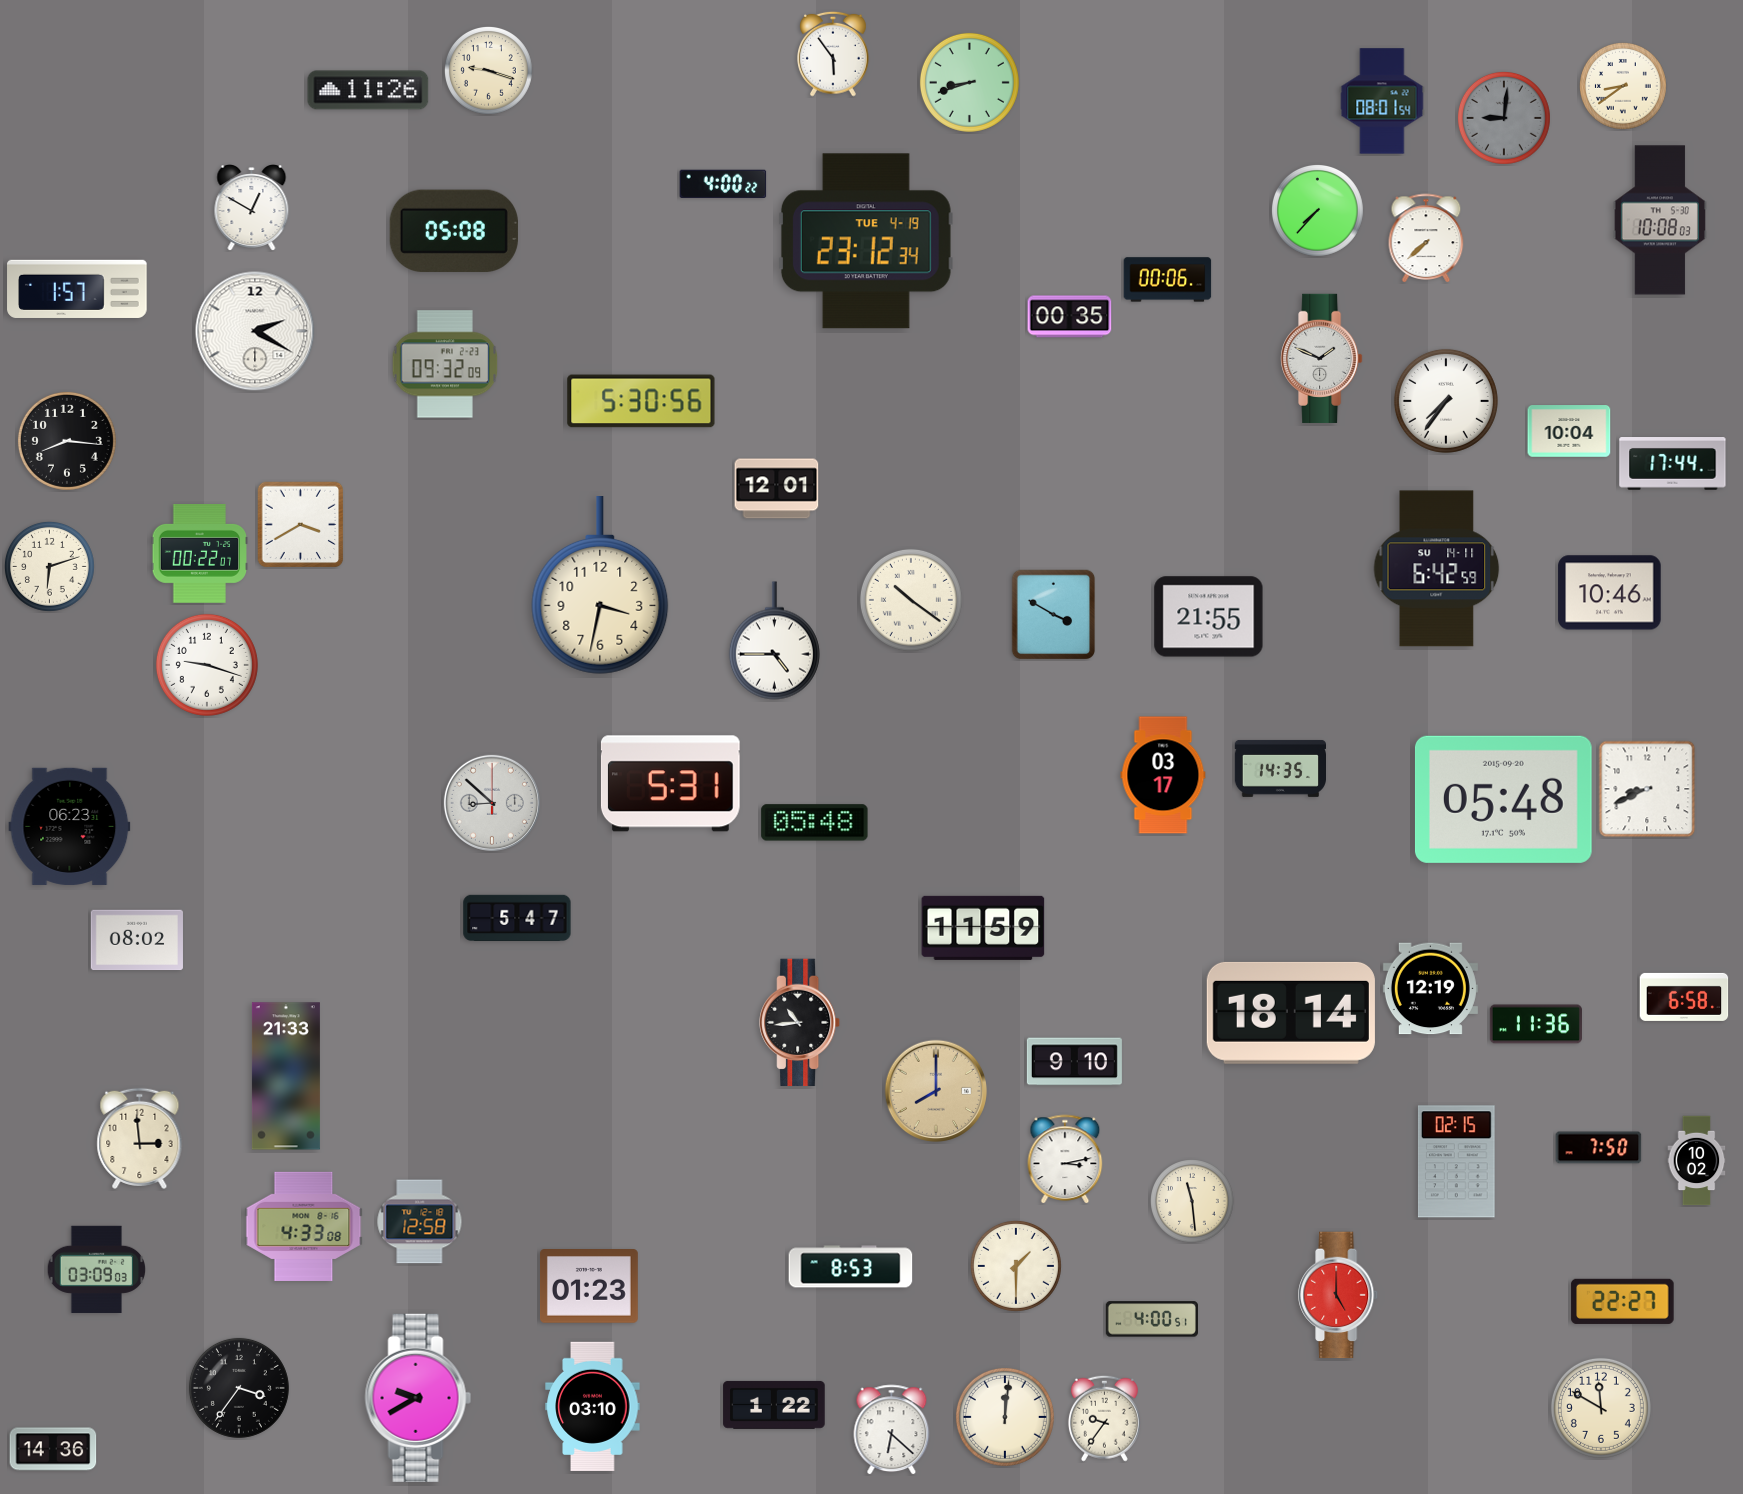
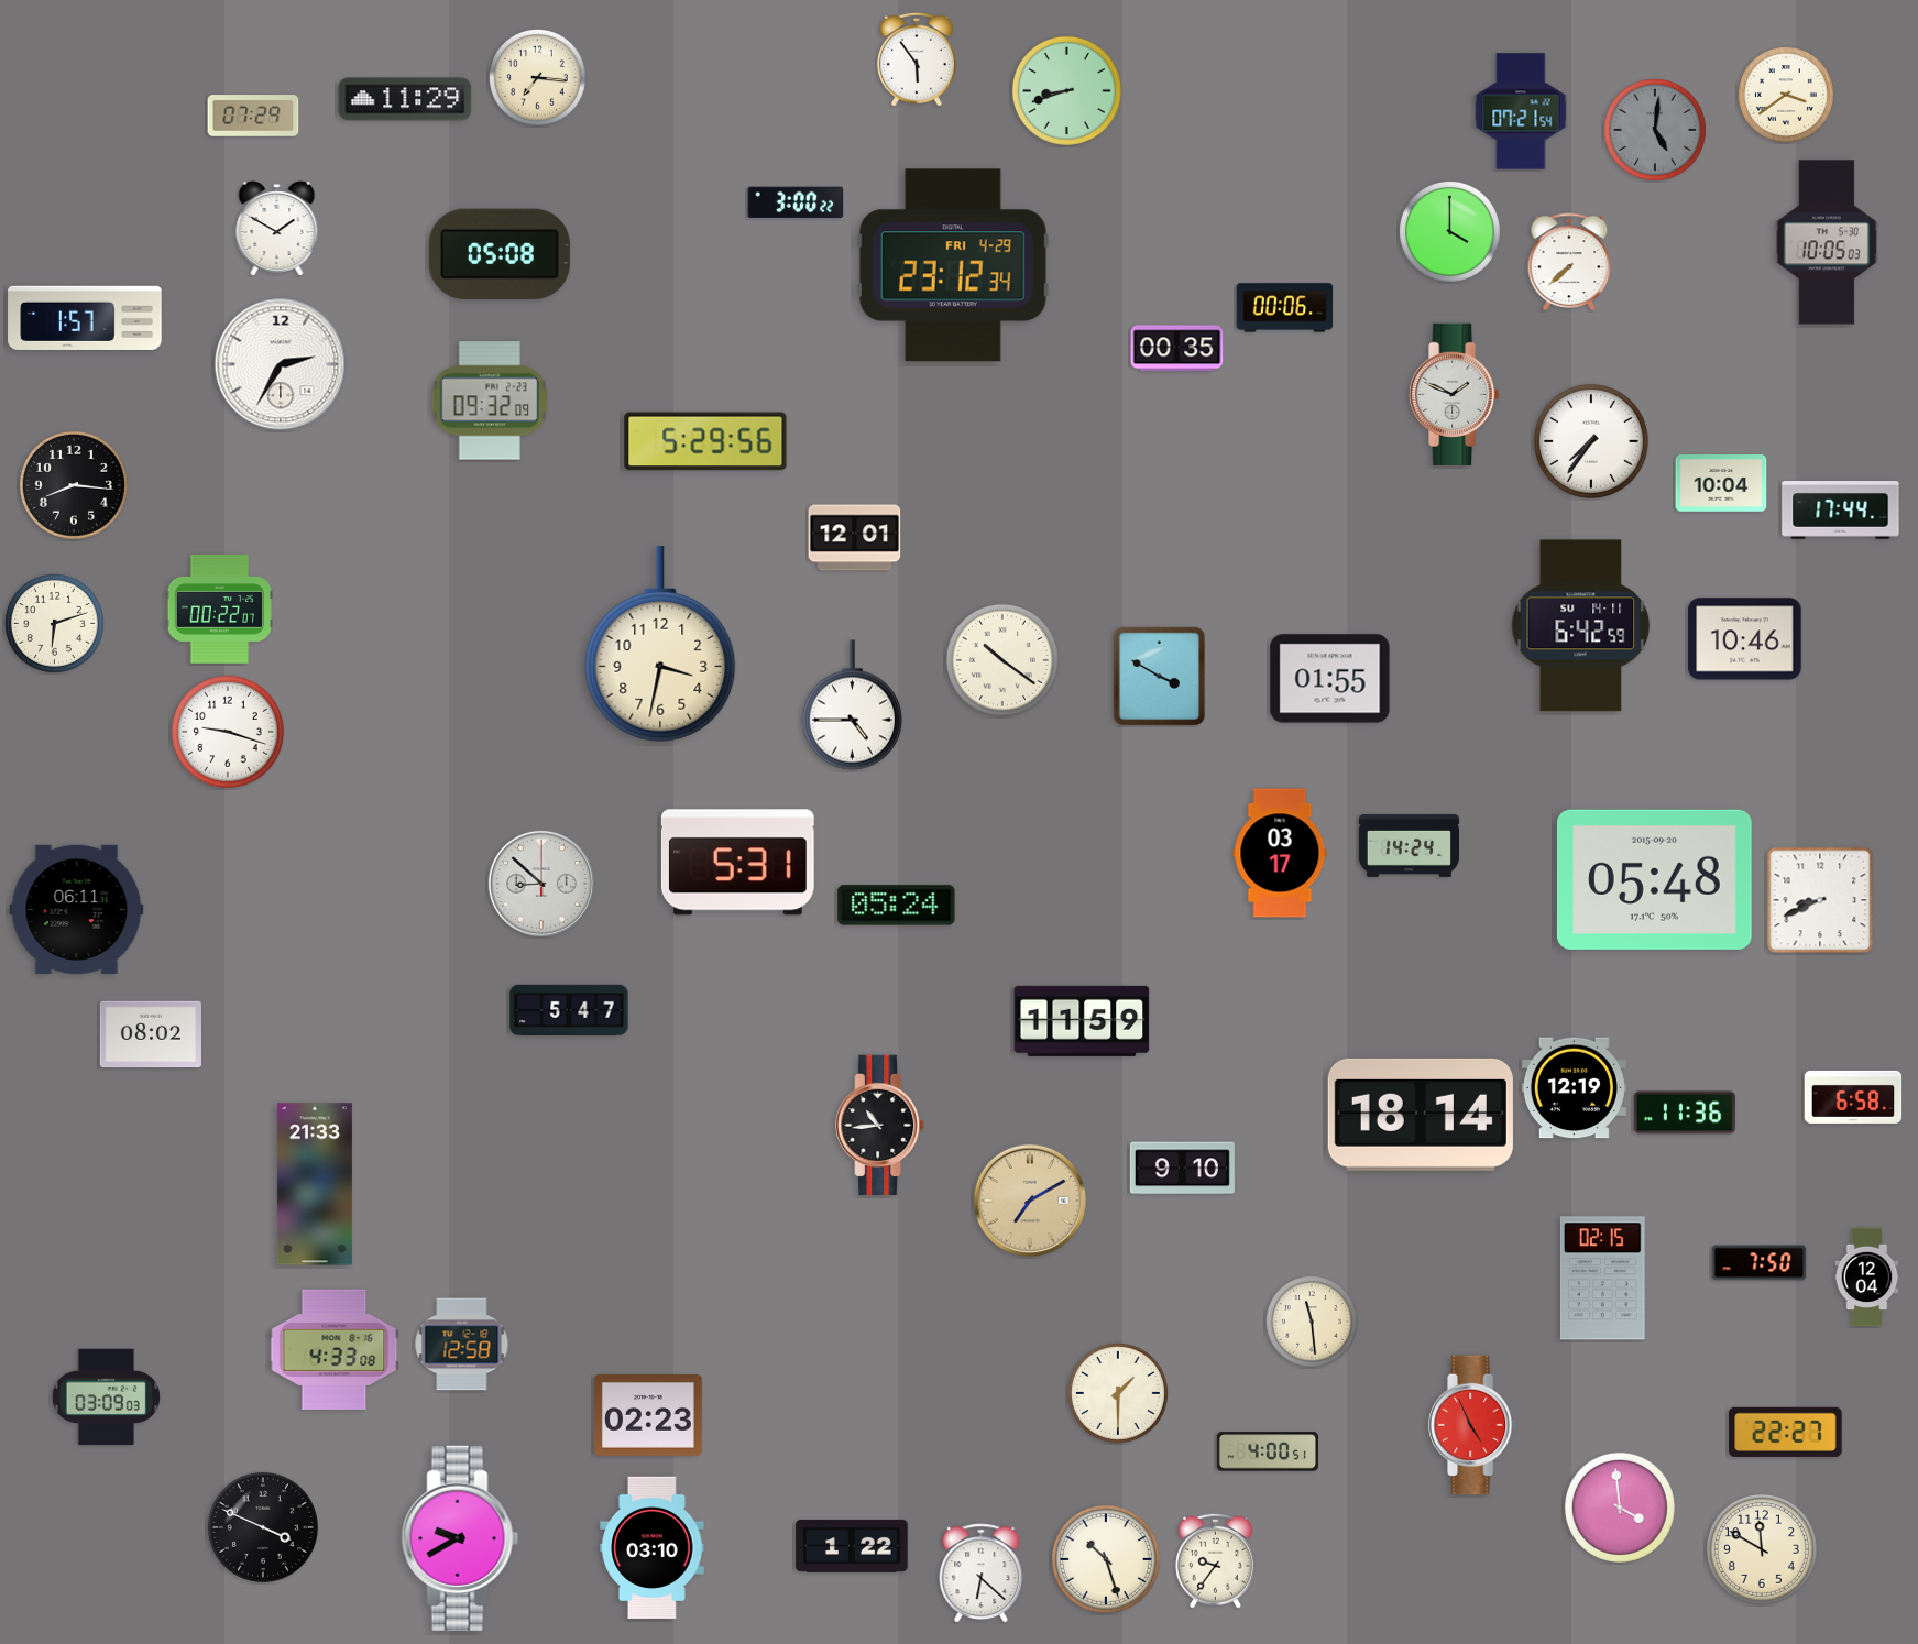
clock at (489, 71): 9:18 -> 7:16
clock at (1624, 87): 8:39 -> 3:39
clock at (368, 90): 11:26 -> 11:29
clock at (1382, 101): 08:01 -> 07:21
clock at (253, 116): none -> 07:29
clock at (1504, 118): 9:01 -> 5:01
clock at (723, 184): 4:00 -> 3:00
clock at (252, 208): 12:50 -> 1:50
clock at (1317, 210): 7:37 -> 4:00
clock at (1660, 220): 10:08 -> 10:05
clock at (866, 241) date: TUE 4-19 -> FRI 4-29
clock at (255, 331): 2:20 -> 2:35
clock at (641, 401): 5:30 -> 5:29
clock at (1569, 431) position: (1569, 431) -> (1721, 483)
clock at (300, 524): 3:40 -> none
clock at (1610, 593) position: (1610, 593) -> (1745, 639)
clock at (1209, 617): 21:55 -> 01:55
clock at (1280, 768): 14:35 -> 14:24
clock at (1647, 789) position: (1647, 789) -> (1820, 900)
clock at (815, 823): 05:48 -> 05:24
clock at (70, 826): 06:23 -> 06:11
clock at (1536, 1024) position: (1536, 1024) -> (1685, 1113)
clock at (936, 1091): 8:00 -> 7:10
clock at (140, 1138): 2:59 -> none
clock at (1065, 1159): 3:13 -> none
clock at (1697, 1161): 10:02 -> 12:04
clock at (851, 1267): 8:53 -> none
clock at (589, 1287): 01:23 -> 02:23
clock at (1339, 1295): 5:00 -> 4:56
clock at (1620, 1508): none -> 3:59
clock at (239, 1388): 3:36 -> 3:49
clock at (1005, 1417): 12:01 -> 10:27
clock at (53, 1449): 14:36 -> none
